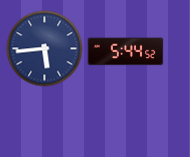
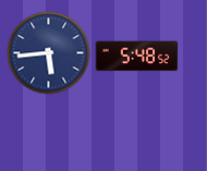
clock at (126, 52): 5:44 -> 5:48
